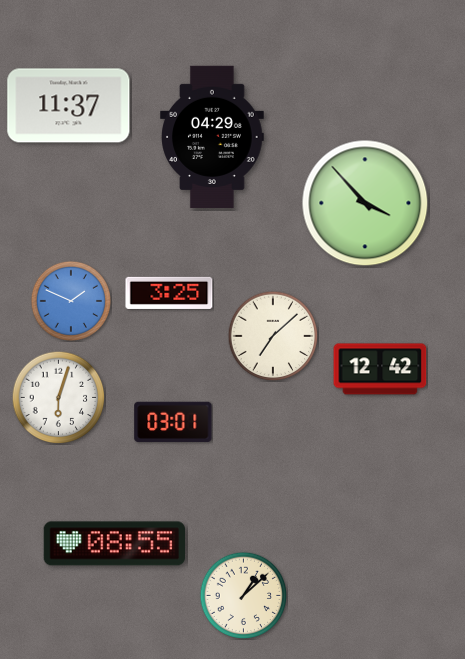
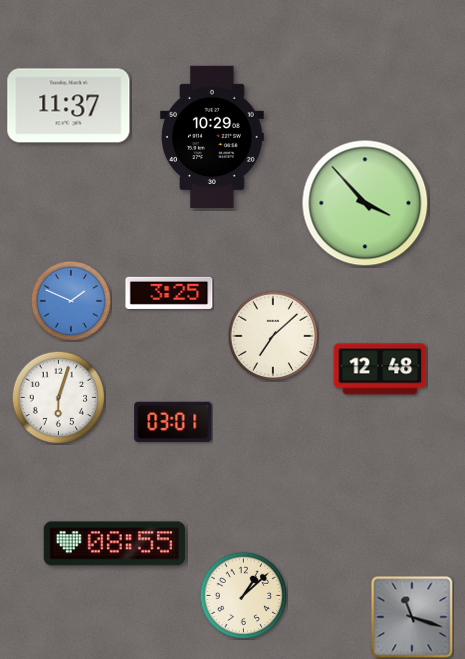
clock at (212, 136): 04:29 -> 10:29
clock at (380, 369): 12:42 -> 12:48
clock at (412, 617): none -> 11:18
